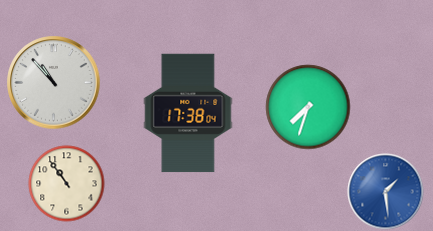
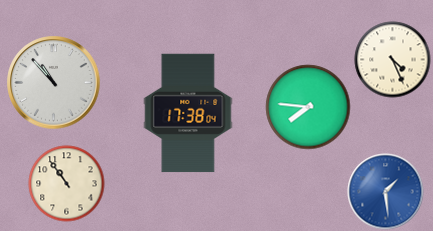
clock at (393, 60): none -> 4:26
clock at (308, 107): 7:33 -> 7:46
